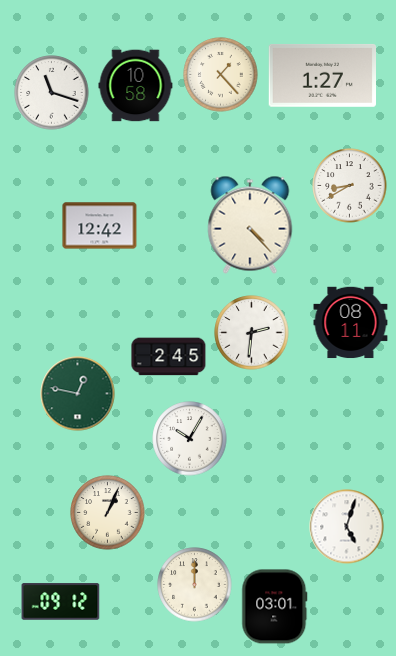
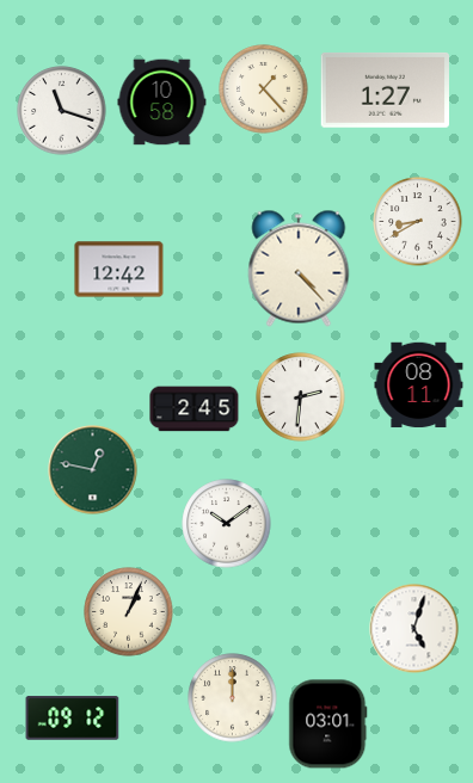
clock at (169, 357) position: (169, 357) -> (195, 409)
clock at (190, 439): 10:05 -> 10:09
